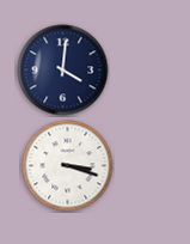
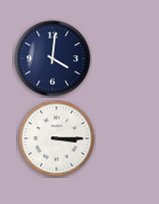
clock at (68, 166): 3:18 -> 3:15
